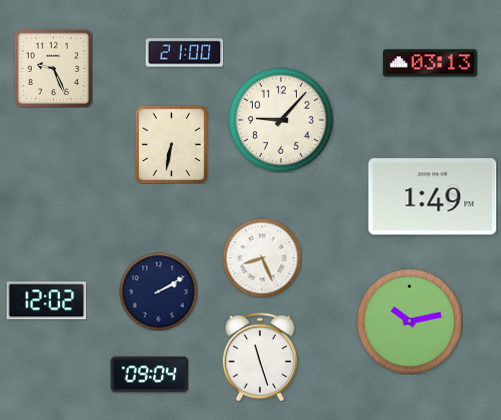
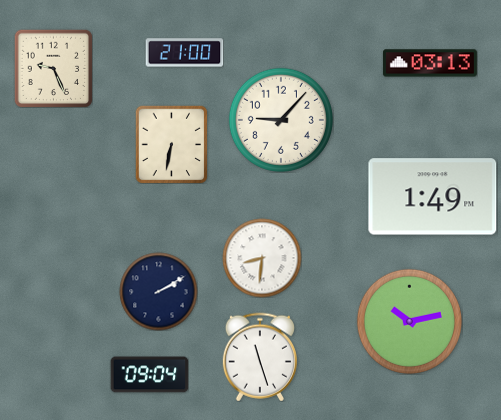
clock at (262, 258): 8:26 -> 8:31
clock at (46, 301): 12:02 -> none
